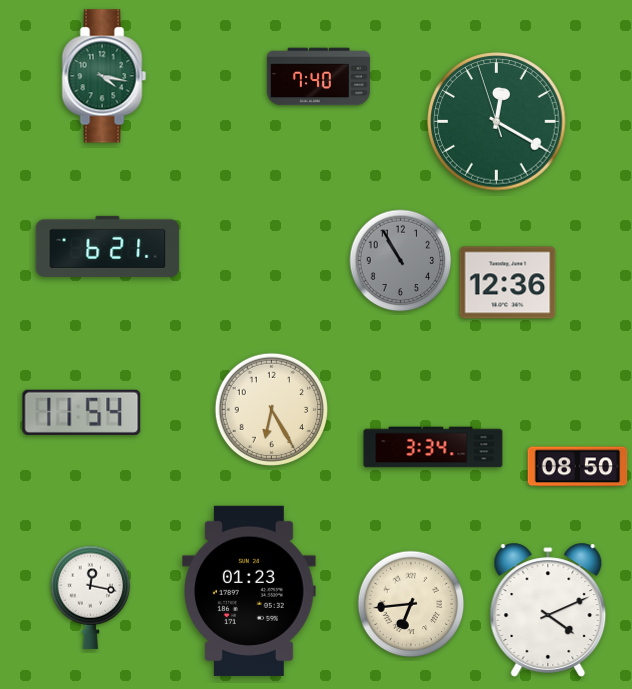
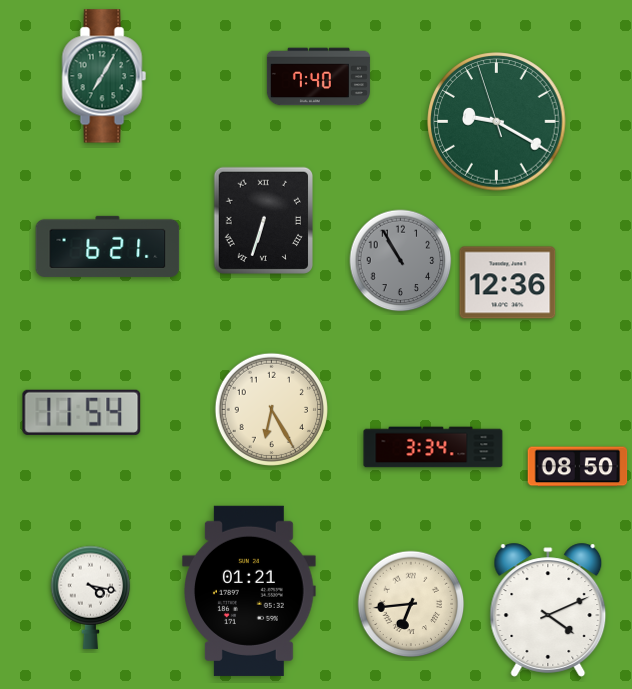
clock at (104, 76): 4:17 -> 7:05
clock at (497, 122): 12:19 -> 9:19
clock at (263, 220): none -> 6:33
clock at (250, 591): 01:23 -> 01:21
clock at (91, 597): 12:17 -> 4:17
